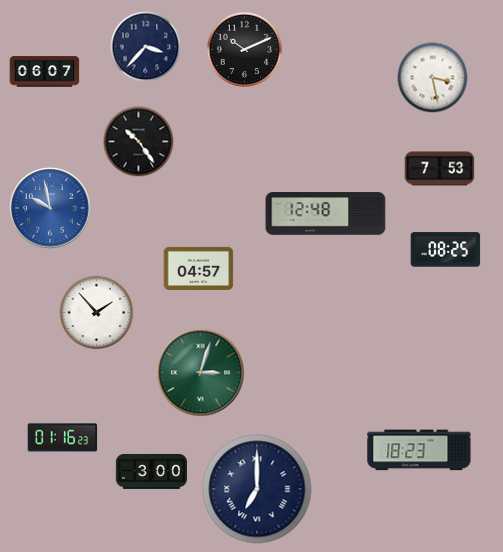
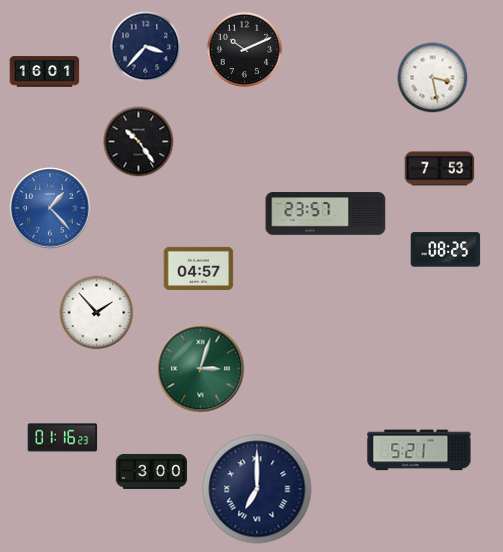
clock at (45, 72): 06:07 -> 16:01
clock at (50, 208): 9:58 -> 1:23
clock at (326, 214): 12:48 -> 23:57
clock at (201, 373) position: (201, 373) -> (201, 369)
clock at (419, 450): 18:23 -> 5:21
